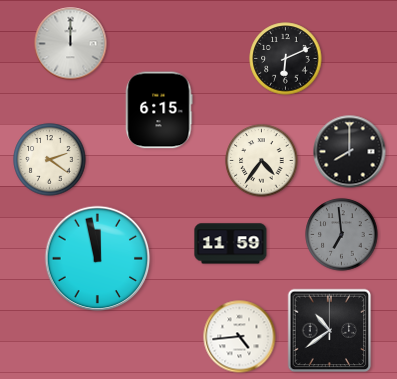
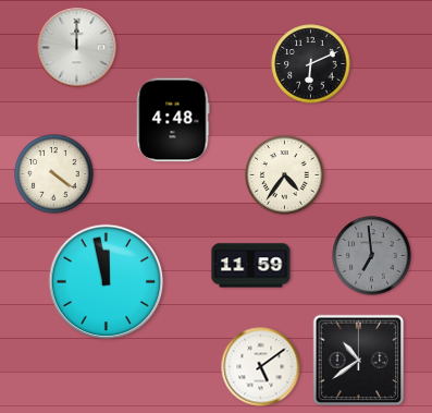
clock at (159, 110): 6:15 -> 4:48
clock at (350, 152): 8:00 -> none
clock at (50, 160): 2:21 -> 4:21
clock at (240, 337): 4:44 -> 5:09
